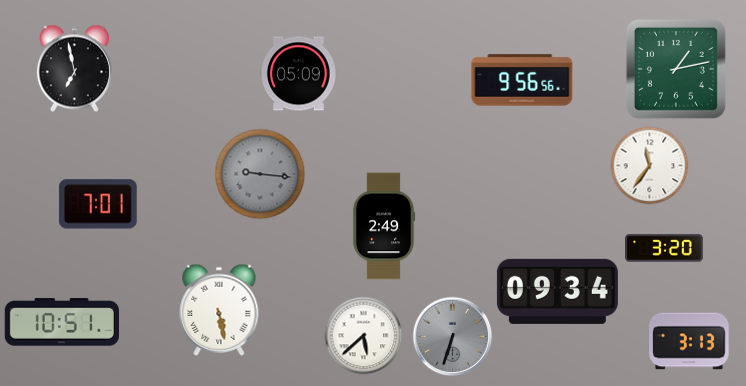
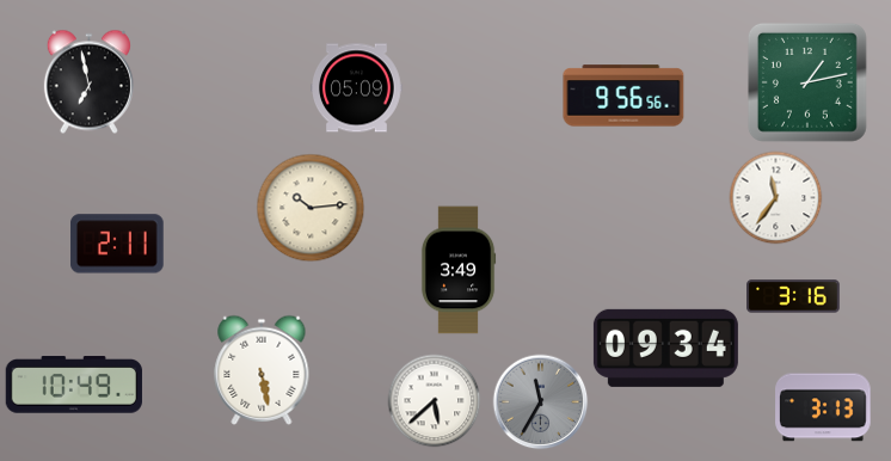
clock at (260, 174): 9:16 -> 10:14
clock at (260, 174) dial: grey -> cream
clock at (99, 204): 7:01 -> 2:11
clock at (384, 226): 2:49 -> 3:49
clock at (664, 248): 3:20 -> 3:16
clock at (62, 322): 10:51 -> 10:49
clock at (452, 336): 6:33 -> 11:35
